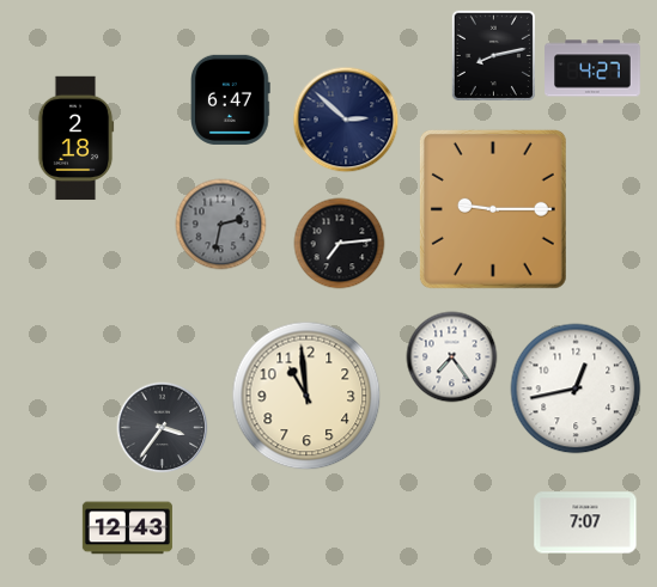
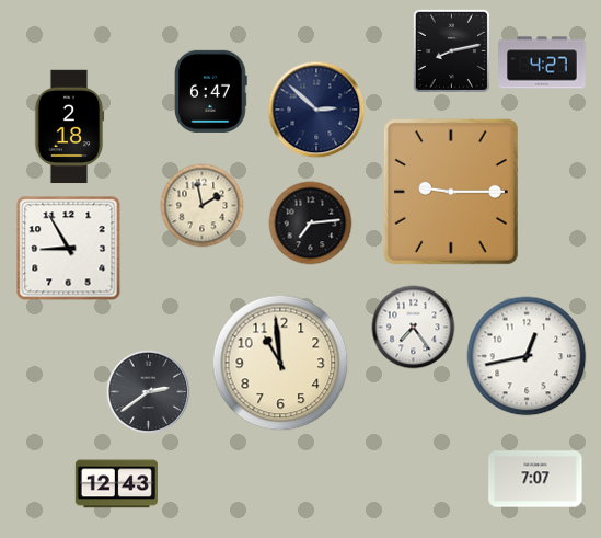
clock at (221, 225): 2:32 -> 1:58
clock at (221, 225) dial: grey -> cream
clock at (69, 249): none -> 8:55
clock at (163, 428): 3:36 -> 2:39
